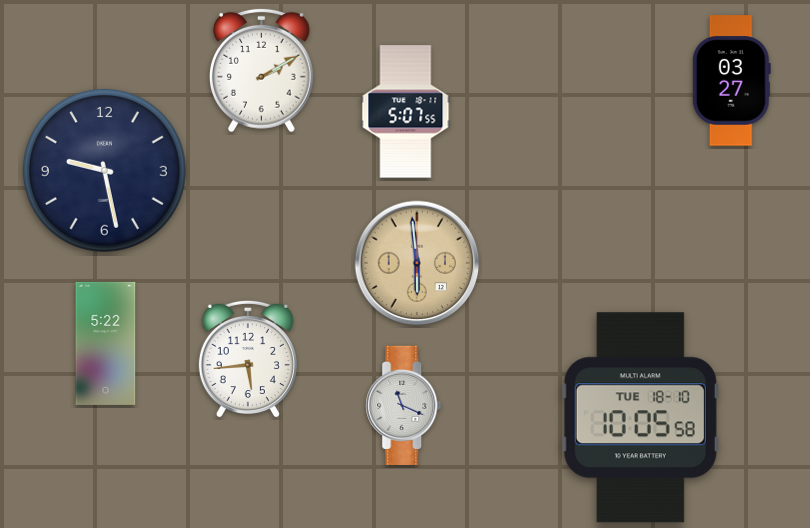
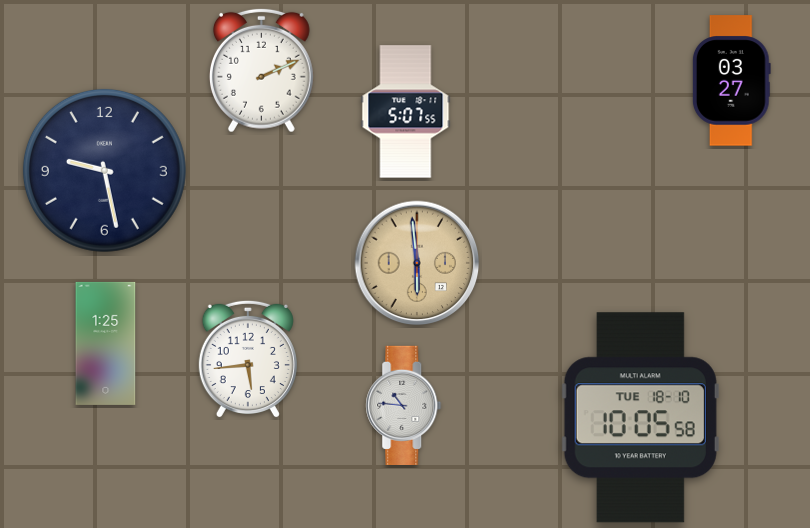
clock at (261, 70): 2:10 -> 2:11
clock at (106, 343): 5:22 -> 1:25
clock at (404, 405): 11:19 -> 10:46
